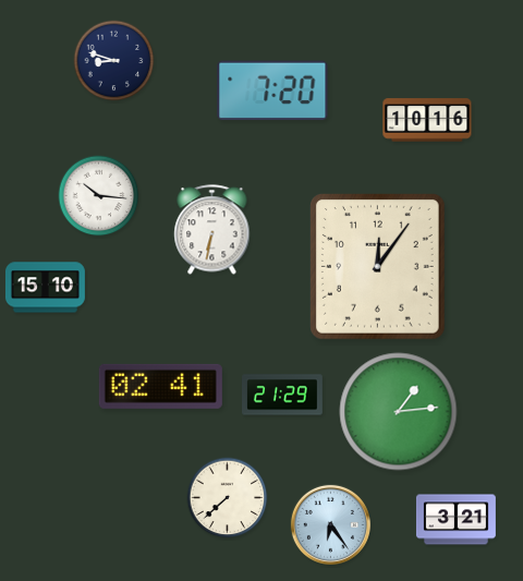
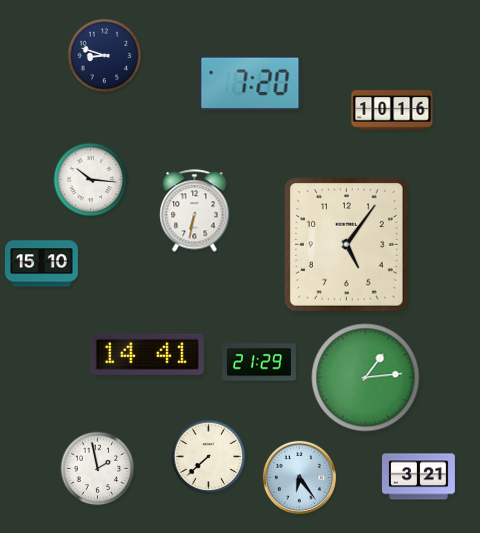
clock at (378, 267): 12:06 -> 5:06
clock at (160, 386): 02:41 -> 14:41
clock at (98, 469): none -> 1:58
clock at (330, 524) position: (330, 524) -> (299, 477)
